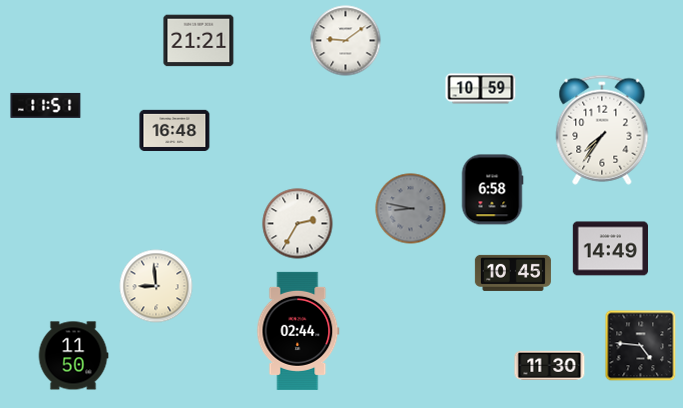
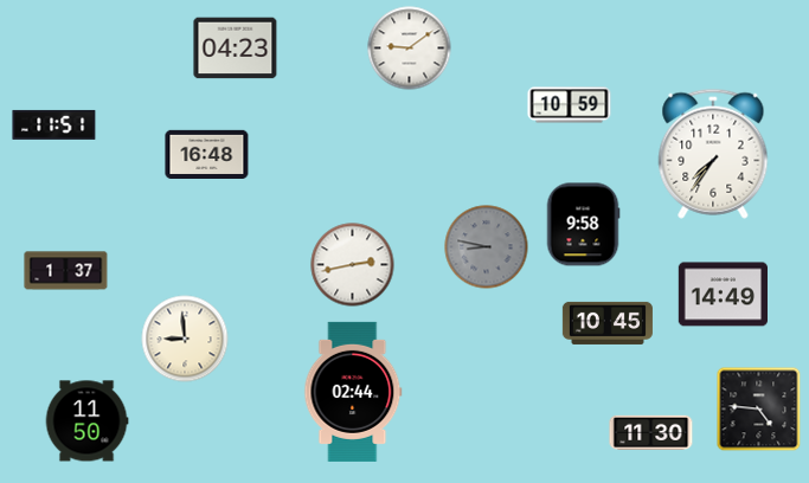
clock at (199, 41): 21:21 -> 04:23
clock at (492, 190): 6:58 -> 9:58
clock at (298, 224): 2:35 -> 2:43
clock at (66, 271): none -> 1:37
